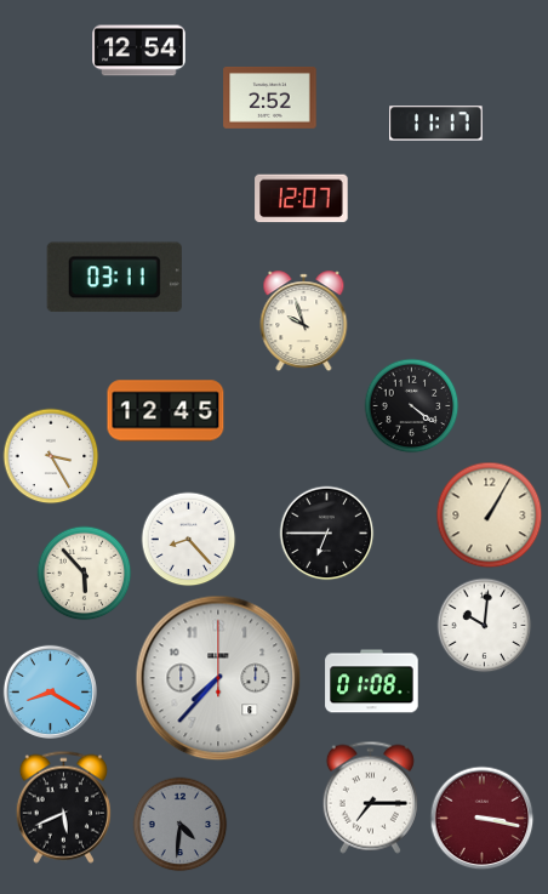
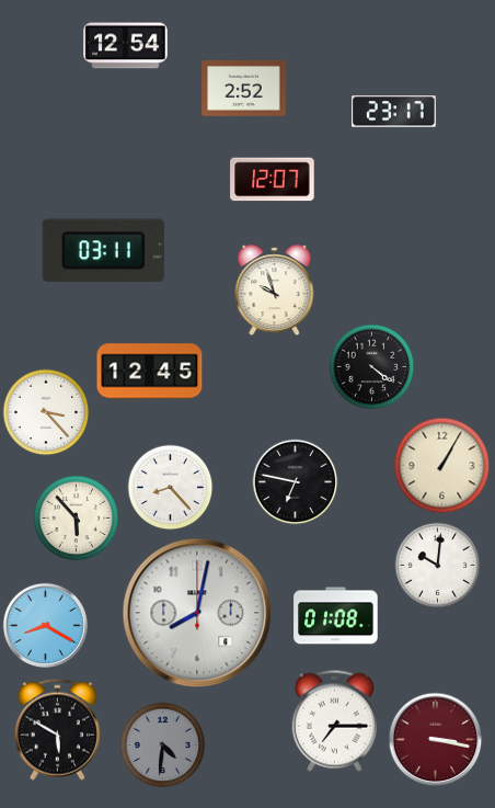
clock at (436, 124): 11:17 -> 23:17
clock at (51, 456): 3:25 -> 3:23
clock at (326, 533): 6:45 -> 6:47
clock at (218, 678): 7:37 -> 8:02
clock at (63, 807): 5:41 -> 5:50
